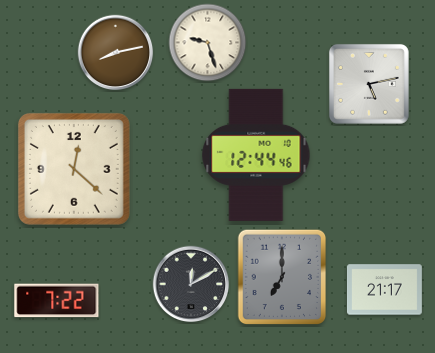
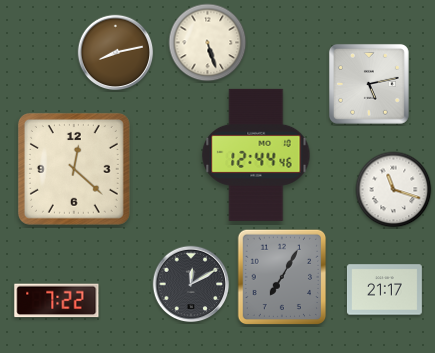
clock at (208, 43): 9:27 -> 5:27
clock at (394, 190): none -> 11:18
clock at (282, 277): 7:00 -> 7:05
